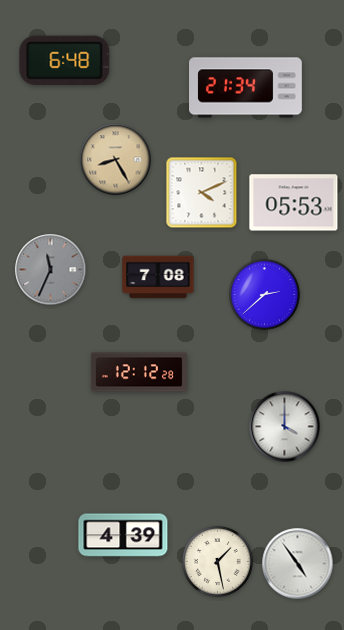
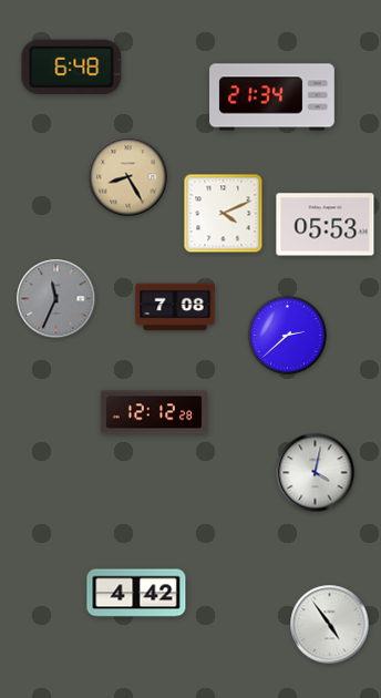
clock at (265, 295) position: (265, 295) -> (288, 336)
clock at (285, 427): 4:00 -> 4:02
clock at (123, 535): 4:39 -> 4:42
clock at (218, 562): 1:28 -> none
